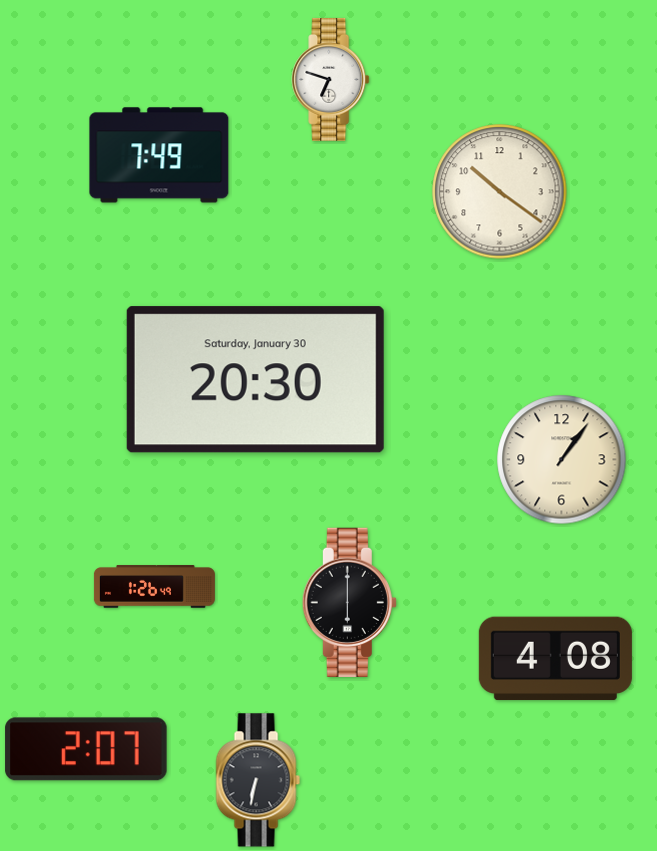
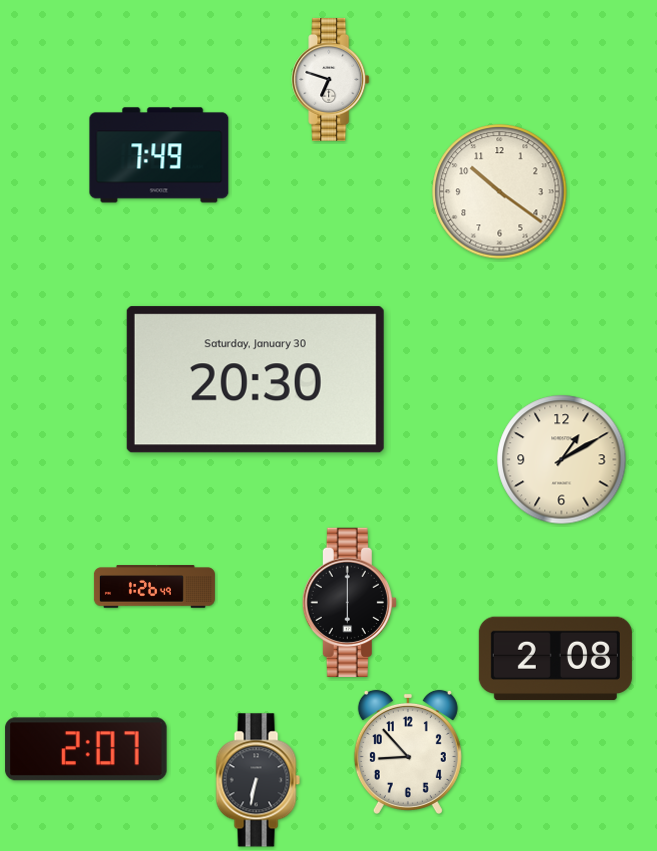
clock at (562, 460): 1:06 -> 1:10
clock at (555, 659): 4:08 -> 2:08
clock at (408, 752): none -> 8:53
